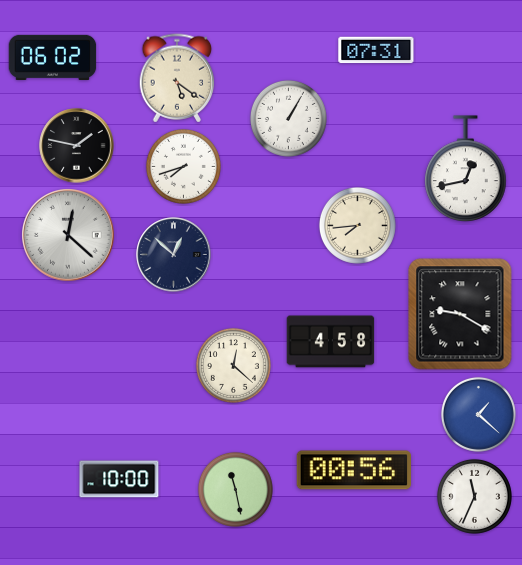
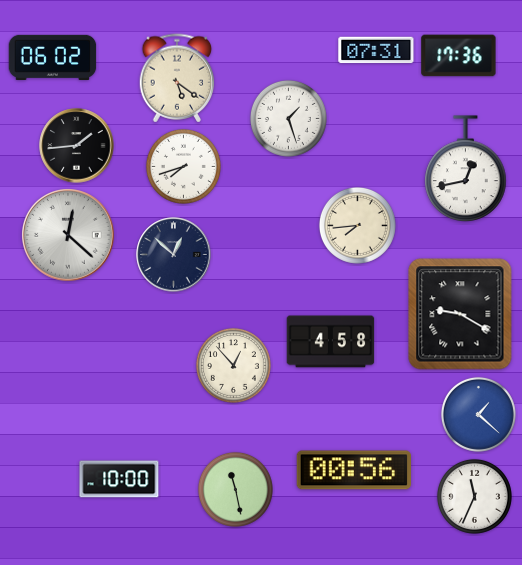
clock at (459, 56): none -> 17:36
clock at (288, 118): 1:05 -> 1:27
clock at (77, 146): 1:47 -> 1:44
clock at (233, 365): 12:22 -> 12:53
